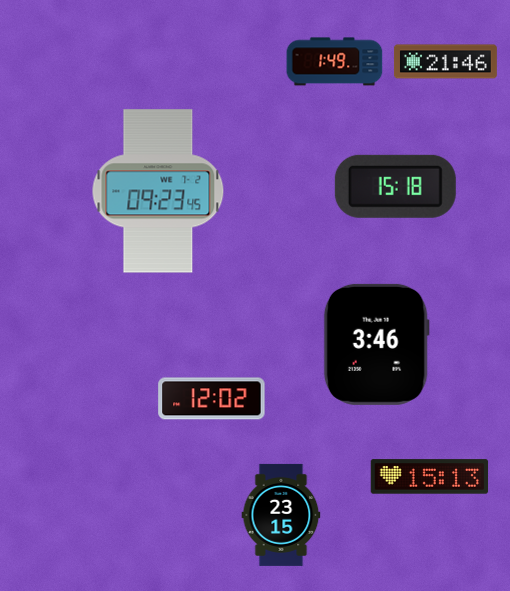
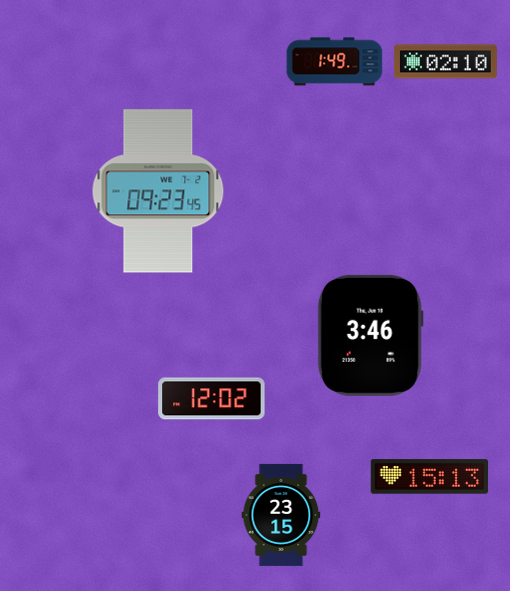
clock at (445, 62): 21:46 -> 02:10
clock at (395, 186): 15:18 -> none
clock at (376, 344) position: (376, 344) -> (370, 335)
